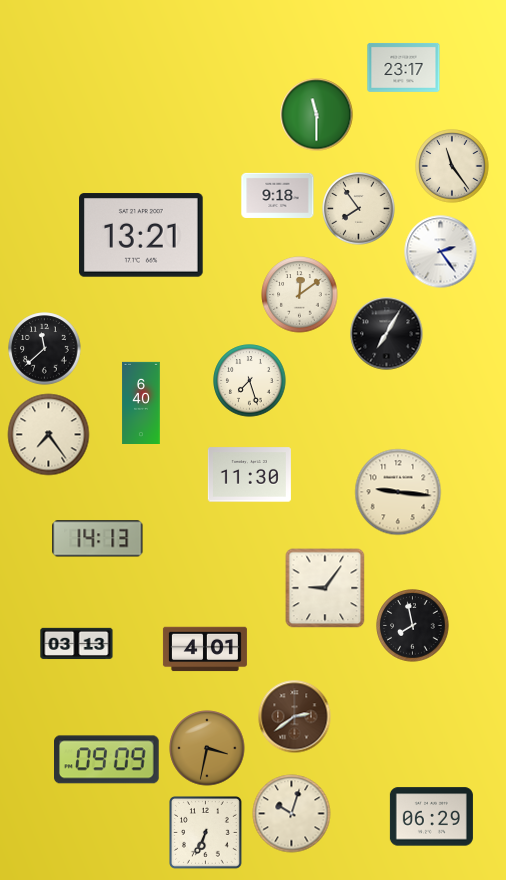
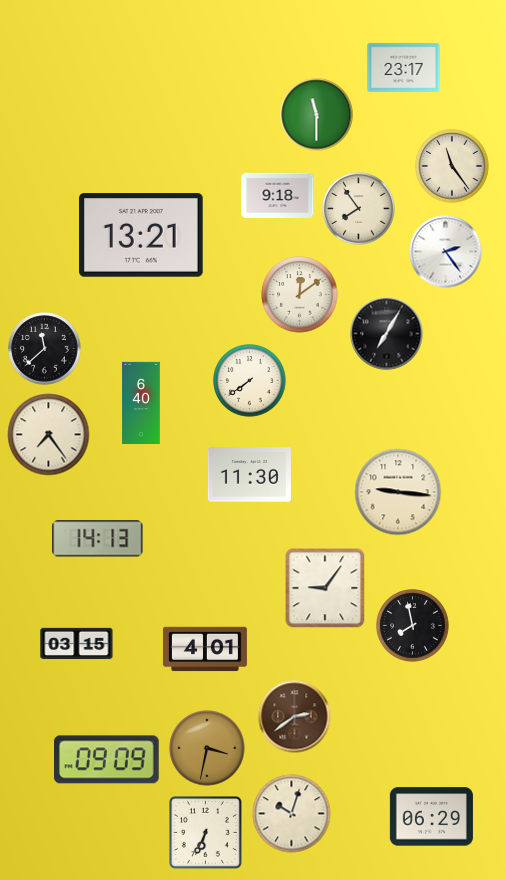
clock at (441, 252) position: (441, 252) -> (446, 252)
clock at (250, 381): 7:27 -> 7:39
clock at (77, 644): 03:13 -> 03:15
